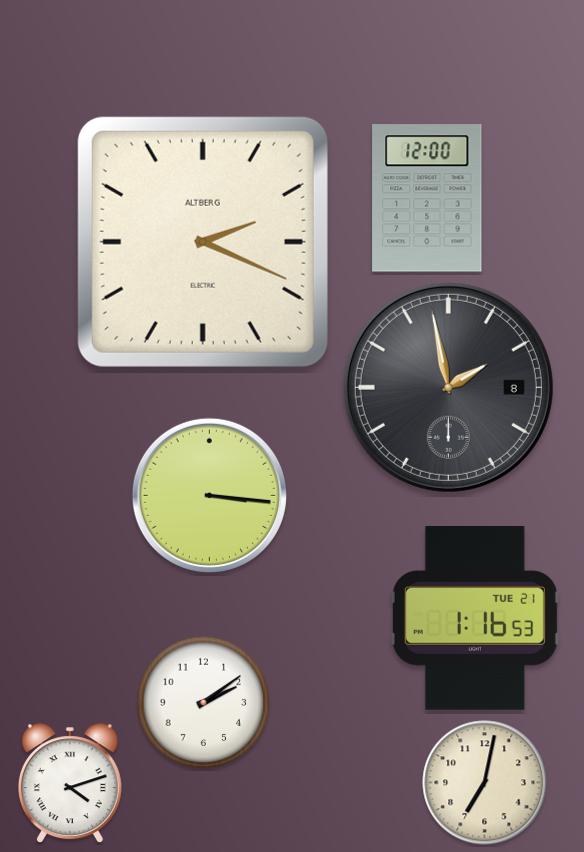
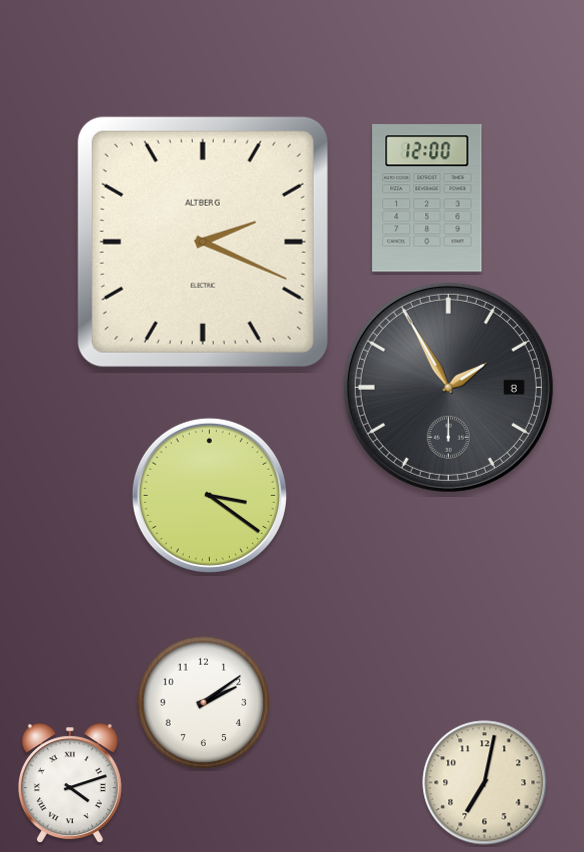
clock at (448, 387): 1:58 -> 1:55
clock at (209, 495): 3:16 -> 3:21
clock at (475, 619): 1:16 -> none
